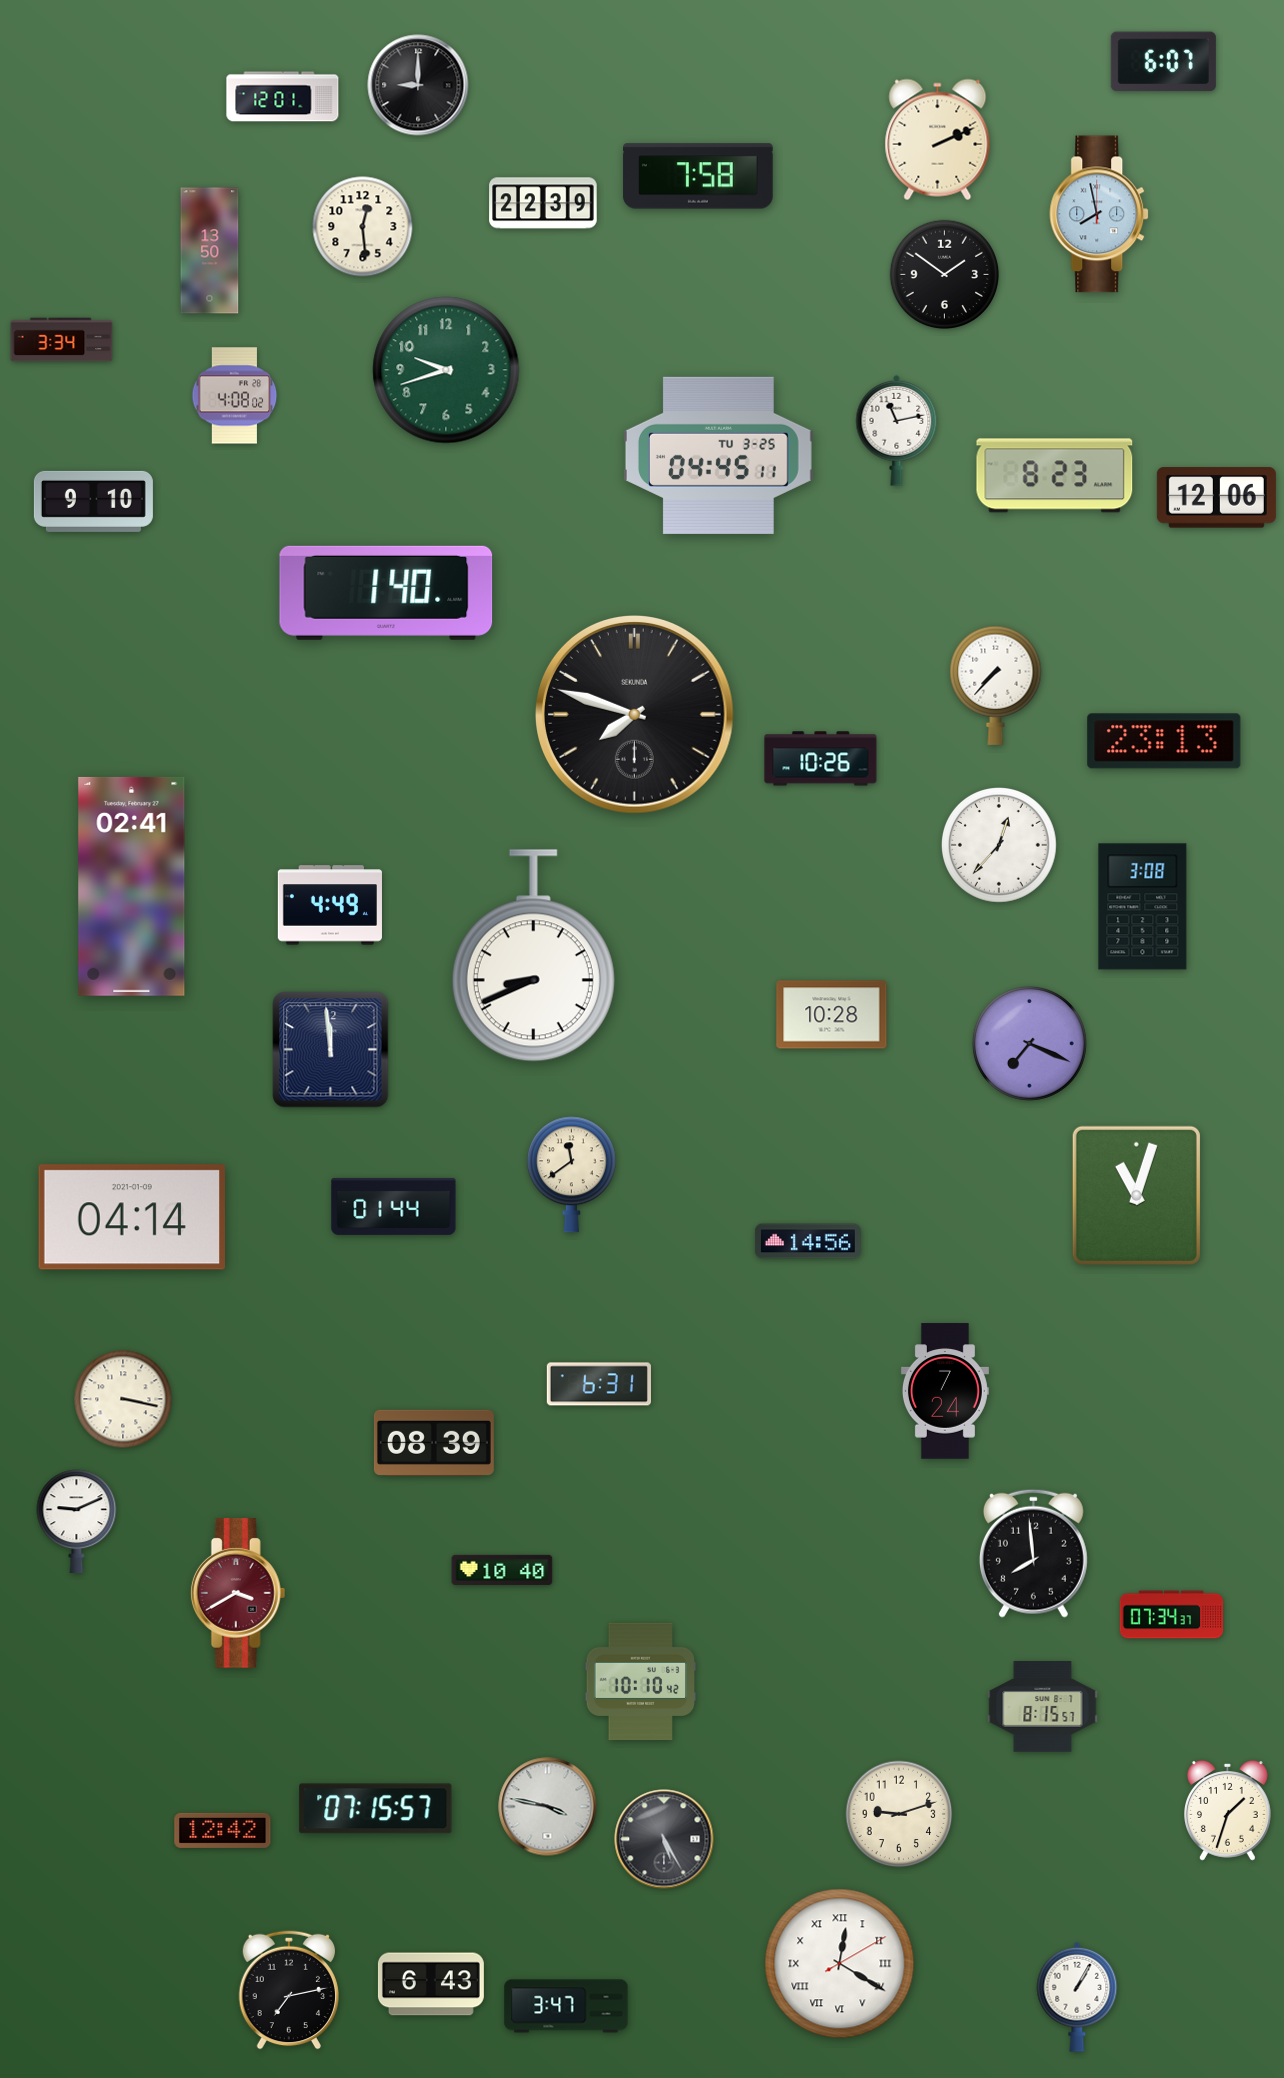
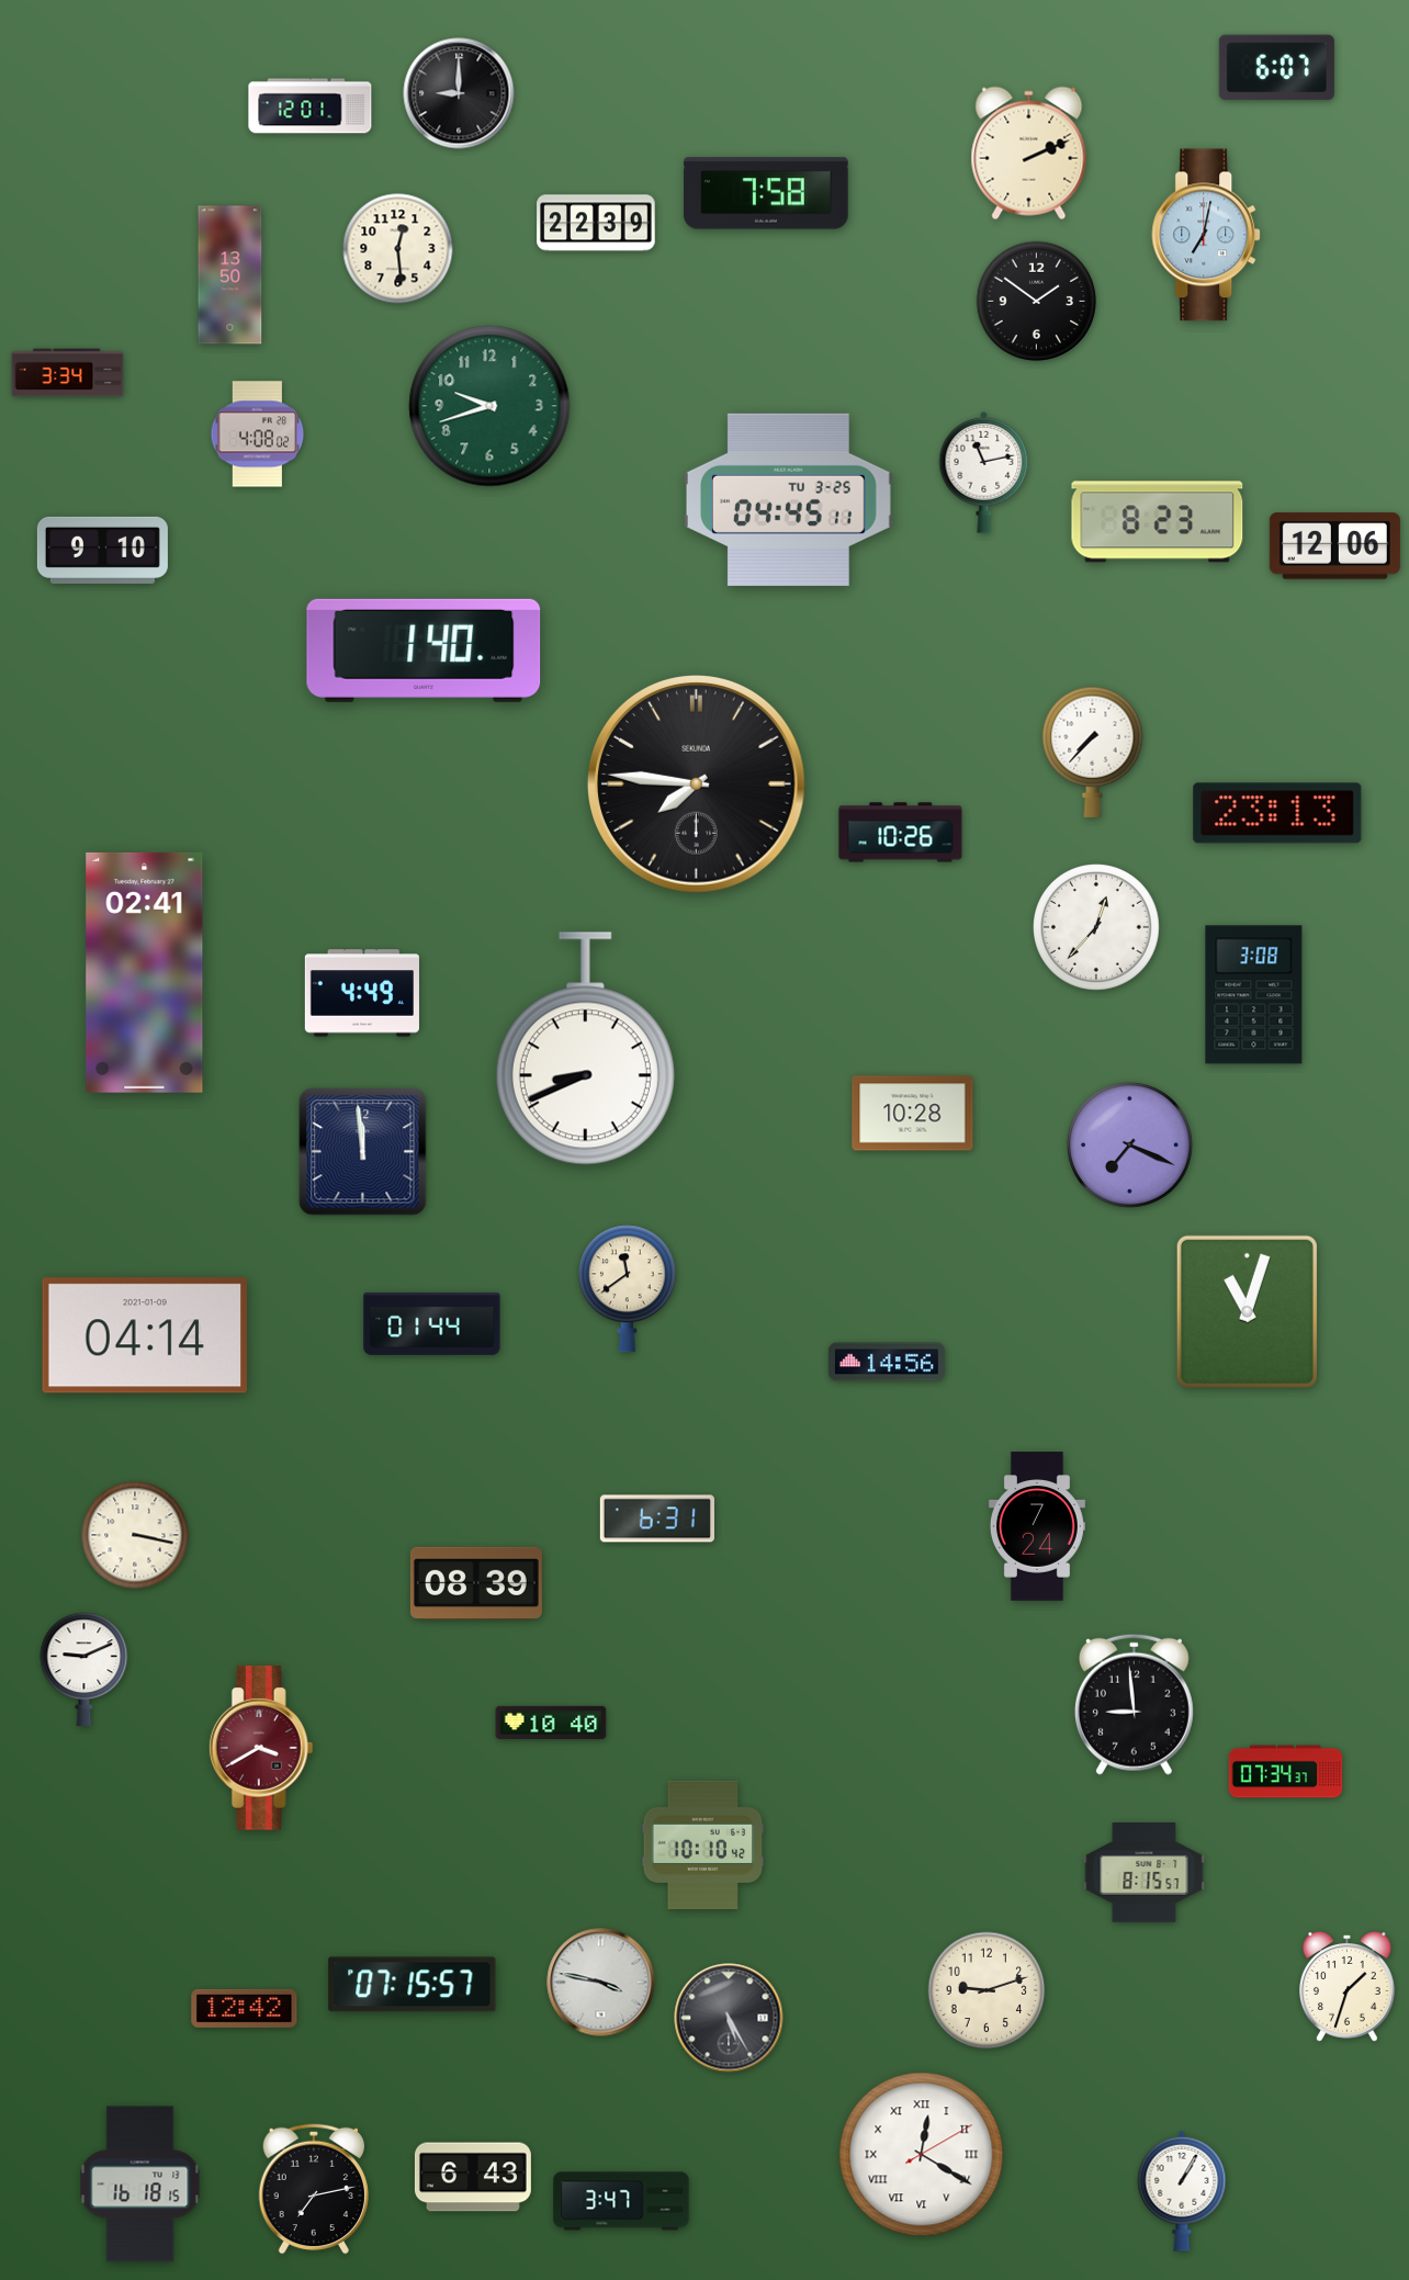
clock at (1100, 214): 7:58 -> 7:02
clock at (635, 715): 7:48 -> 7:46
clock at (1033, 1553): 7:59 -> 8:59
clock at (289, 1990) position: (289, 1990) -> (314, 2189)
clock at (140, 2185): none -> 16:18
